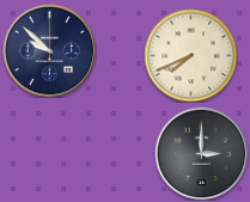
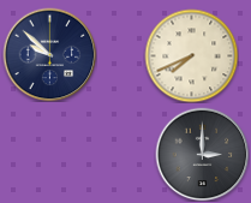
clock at (49, 50) position: (49, 50) -> (49, 54)
